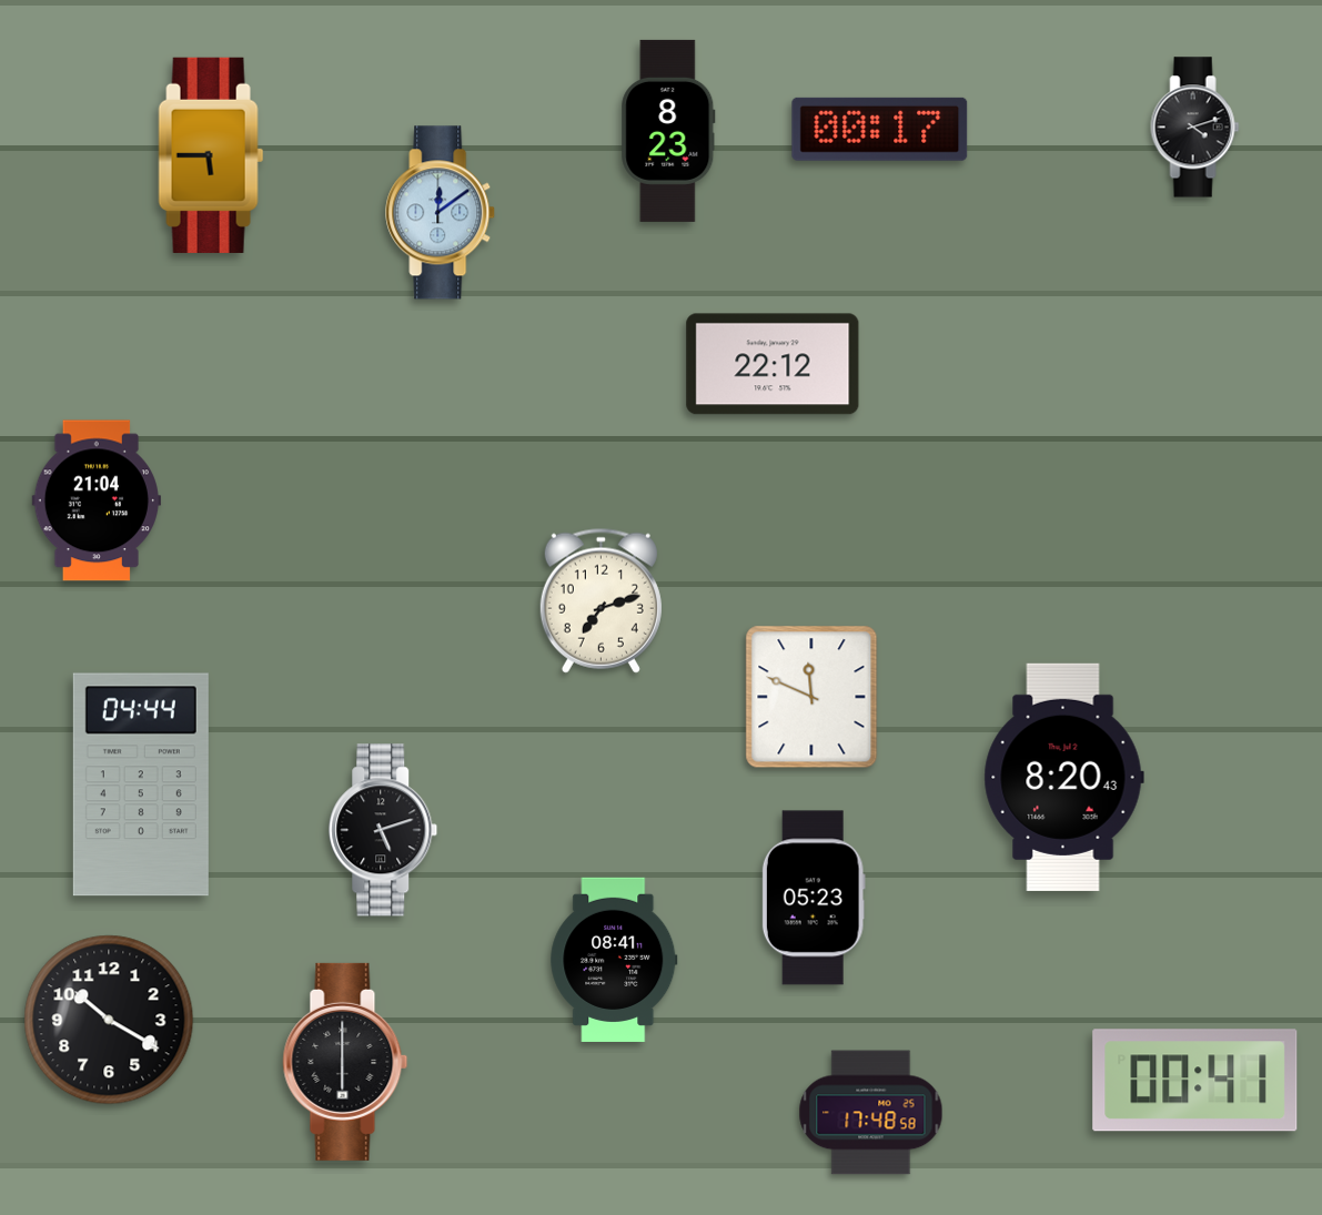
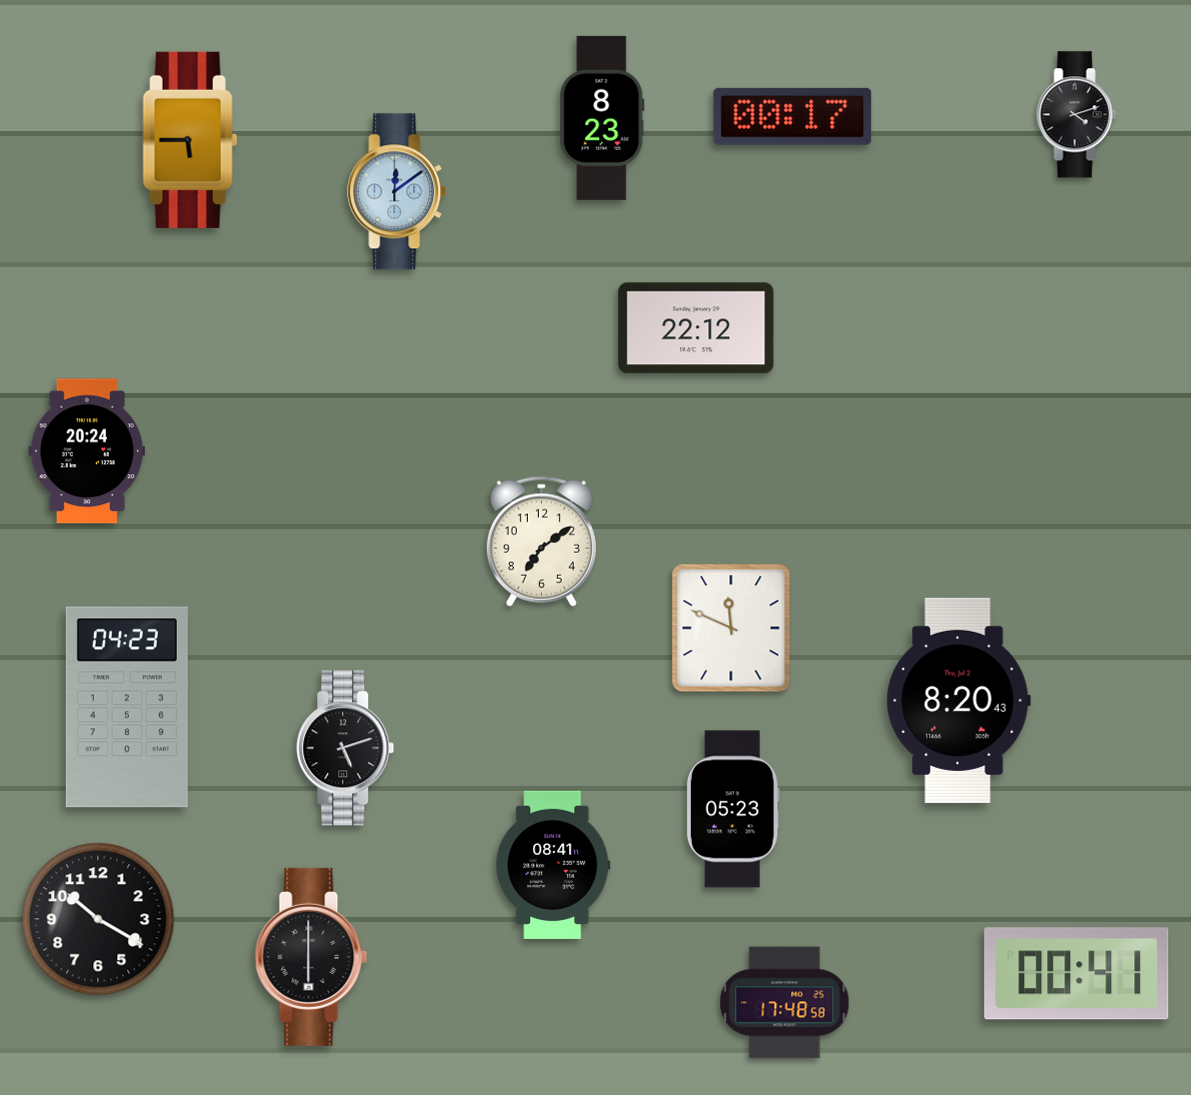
clock at (97, 500): 21:04 -> 20:24
clock at (601, 600): 7:12 -> 7:09
clock at (141, 784): 04:44 -> 04:23
